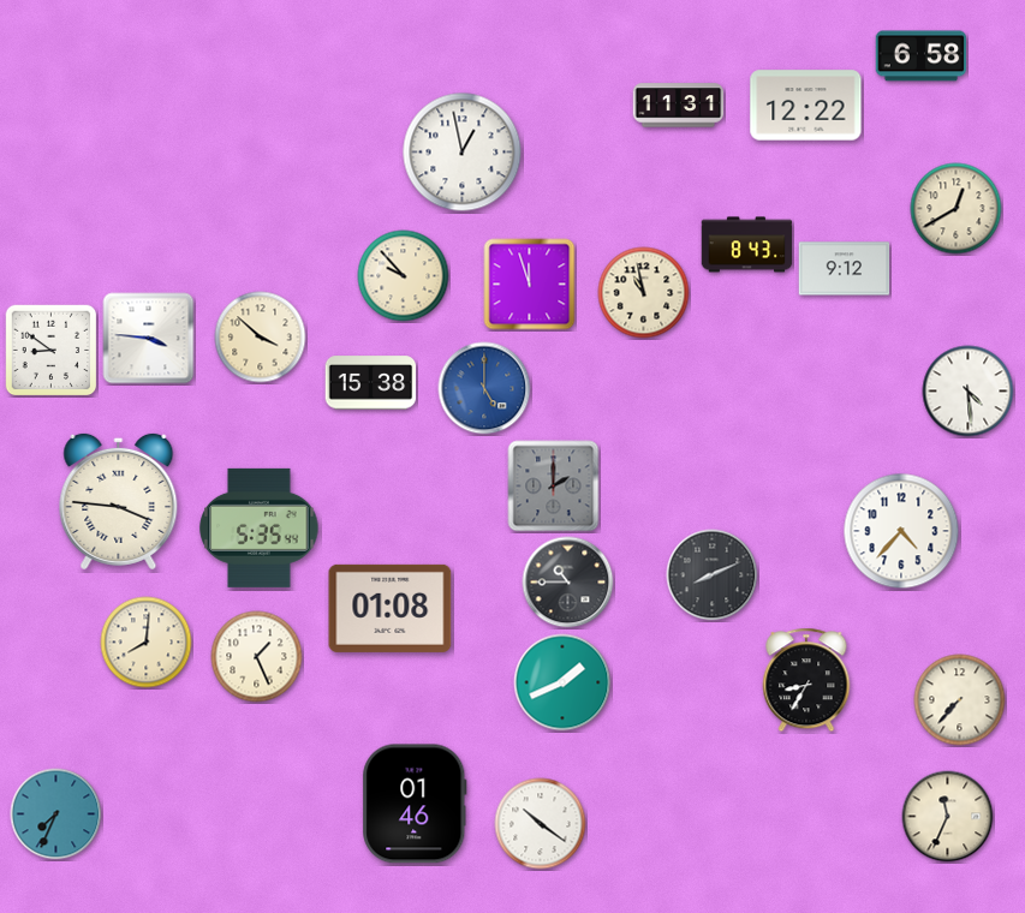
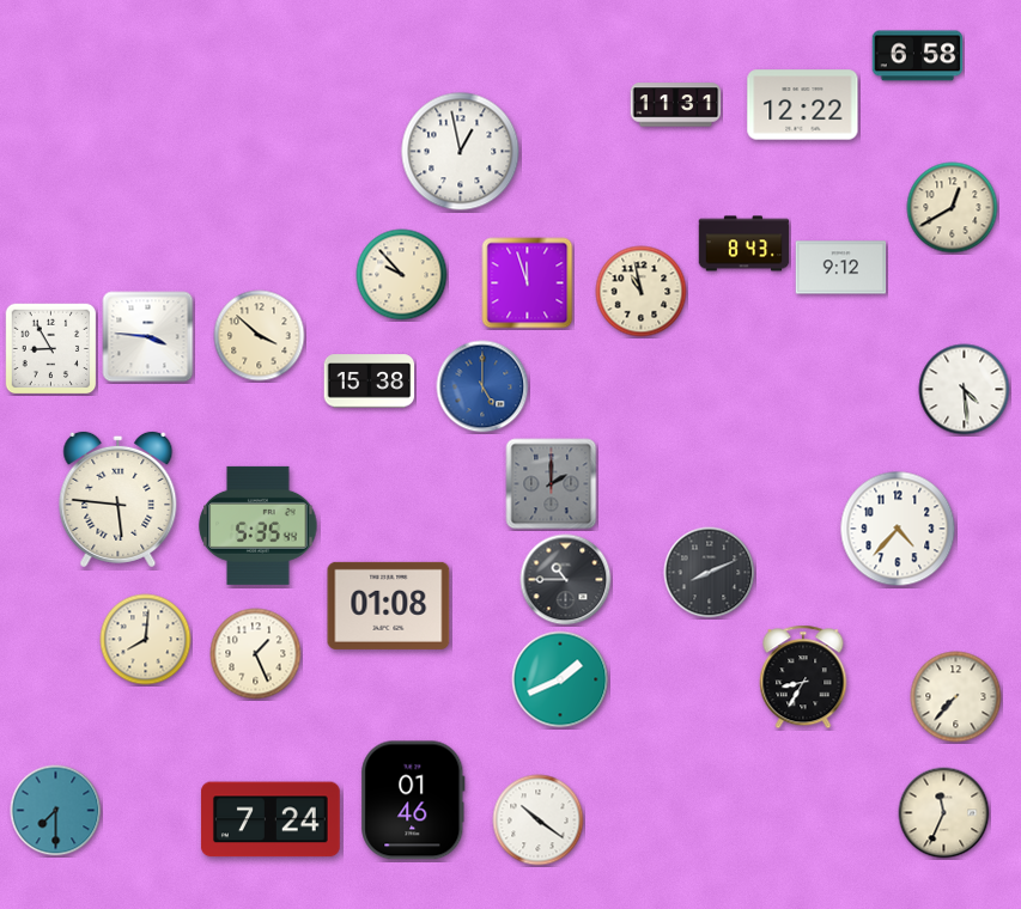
clock at (50, 350): 8:51 -> 8:55
clock at (119, 501): 3:46 -> 5:46
clock at (56, 814): 7:34 -> 7:30
clock at (271, 819): none -> 7:24
